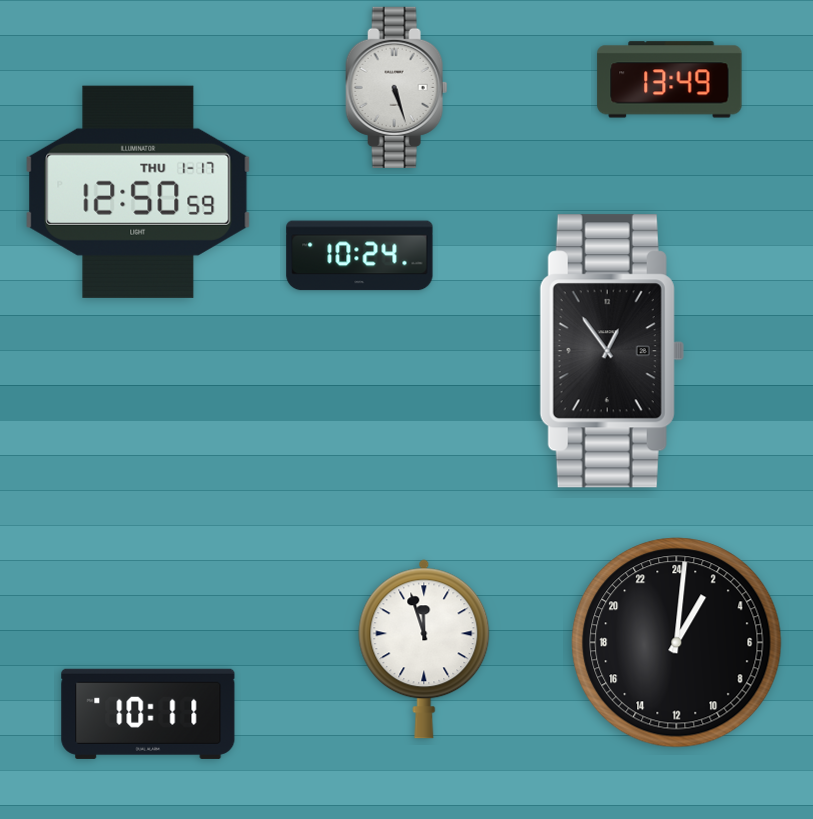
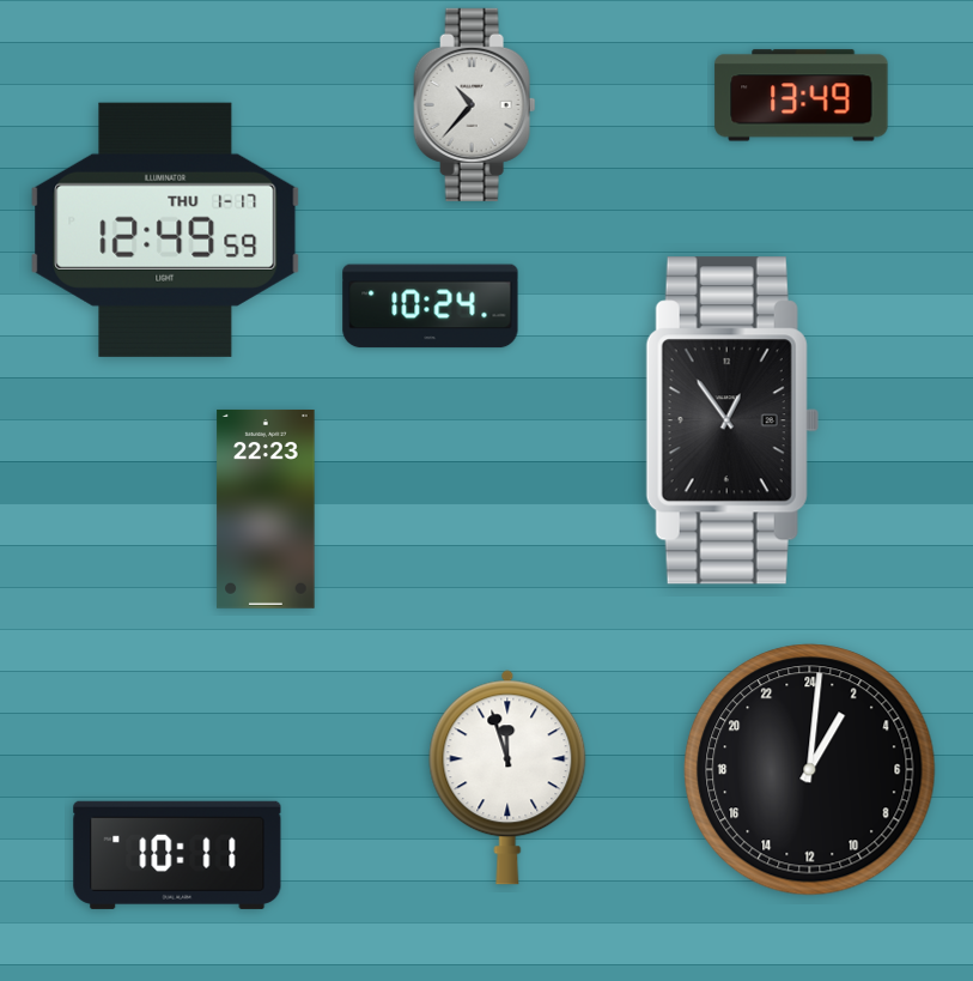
clock at (397, 87): 5:27 -> 10:37
clock at (138, 192): 12:50 -> 12:49
clock at (266, 509): none -> 22:23
